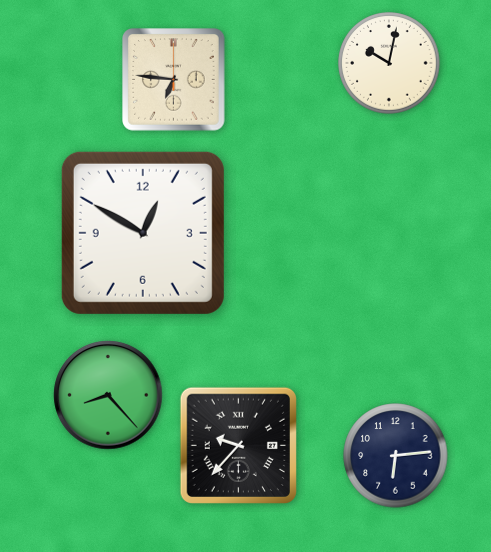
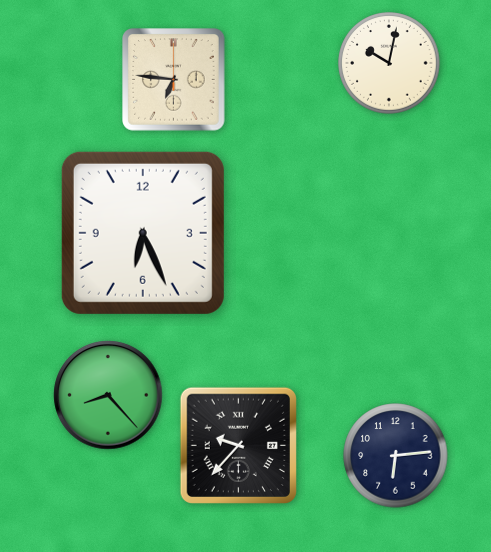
clock at (143, 233): 12:50 -> 6:26
